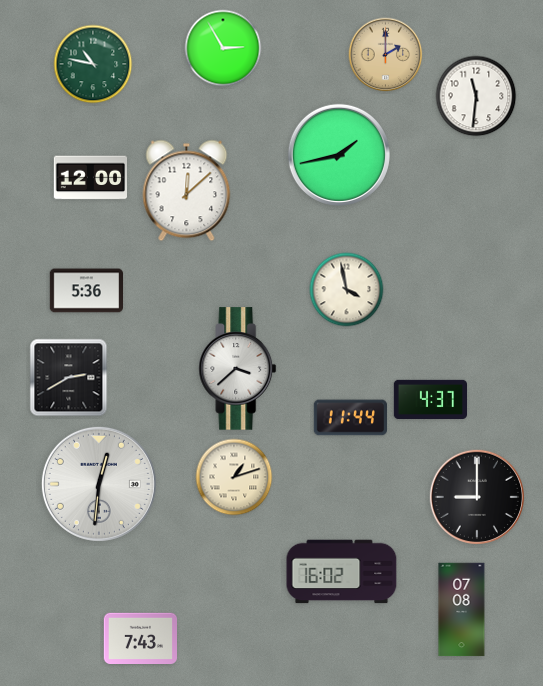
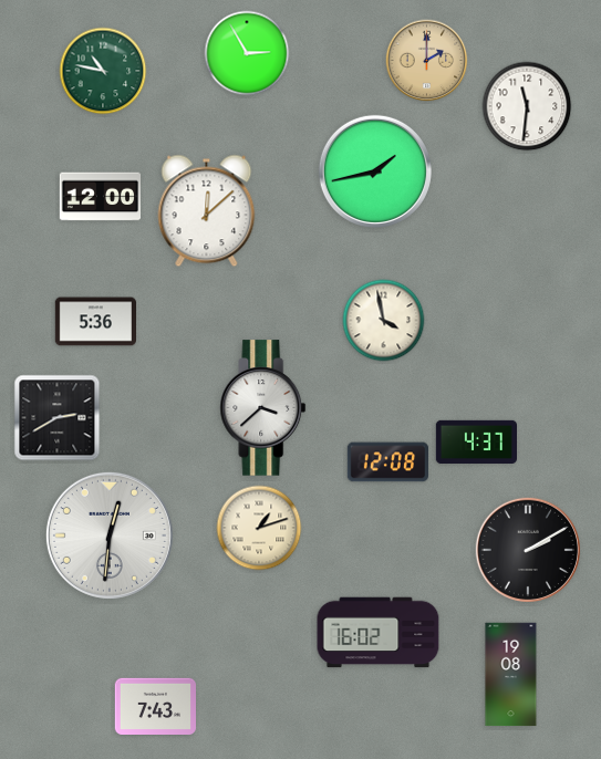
clock at (69, 378) position: (69, 378) -> (58, 418)
clock at (350, 418): 11:44 -> 12:08
clock at (476, 496): 9:00 -> 2:10
clock at (462, 610): 07:08 -> 19:08
